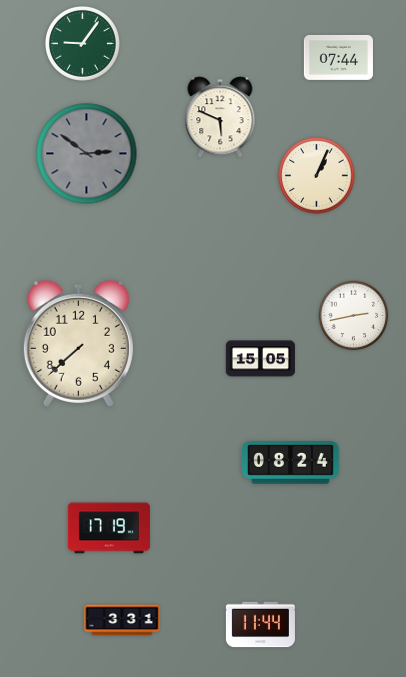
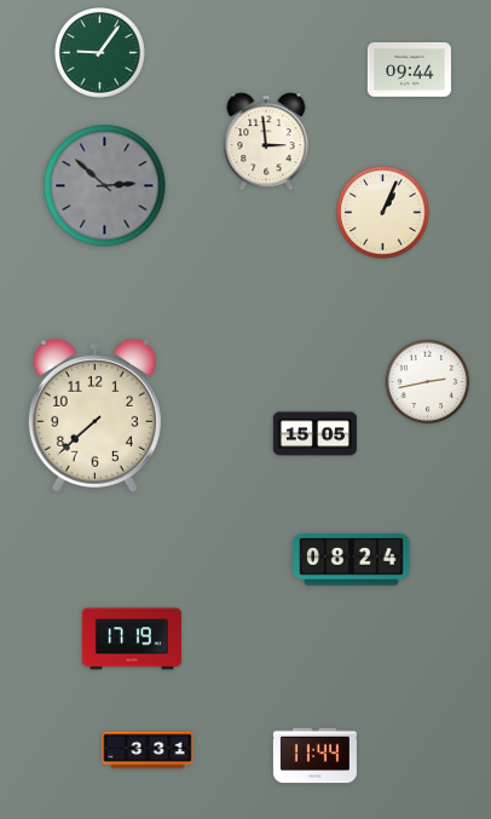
clock at (338, 57): 07:44 -> 09:44
clock at (220, 117): 5:49 -> 2:59
clock at (87, 154): 2:51 -> 2:52
